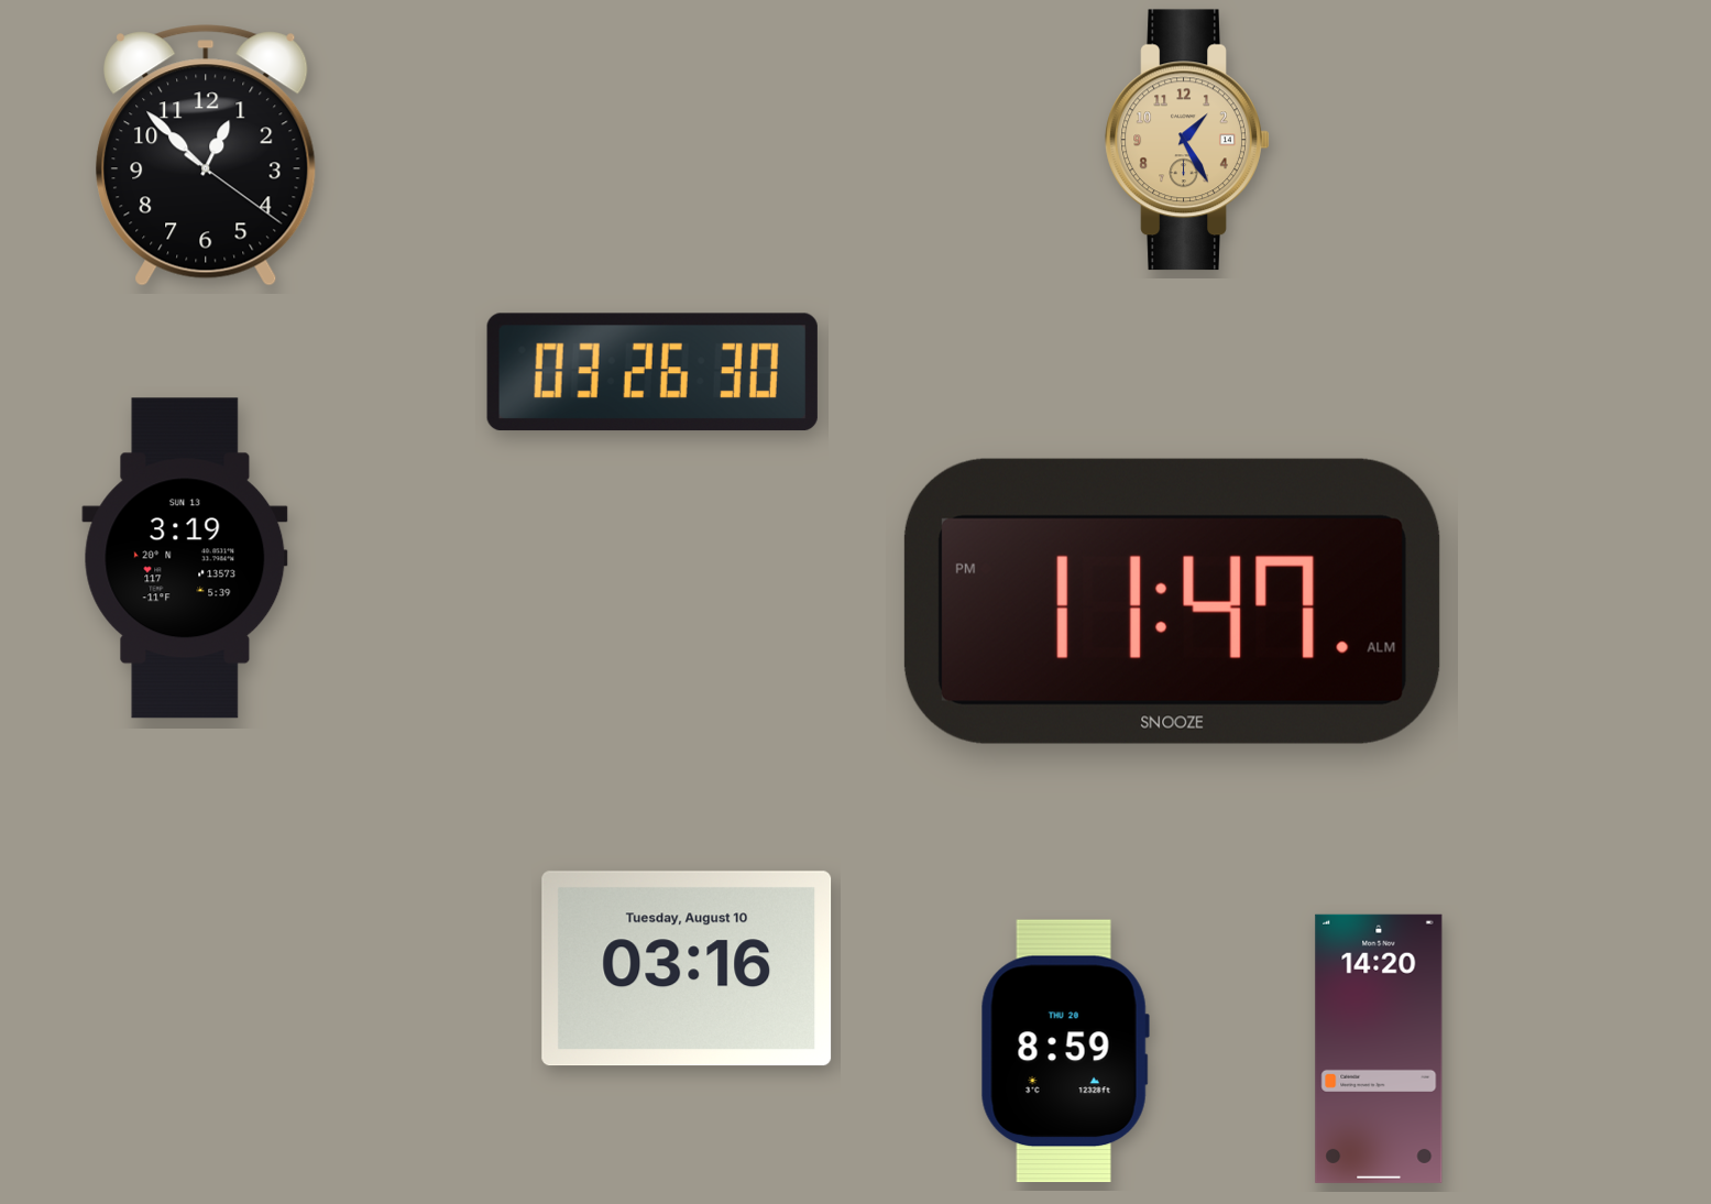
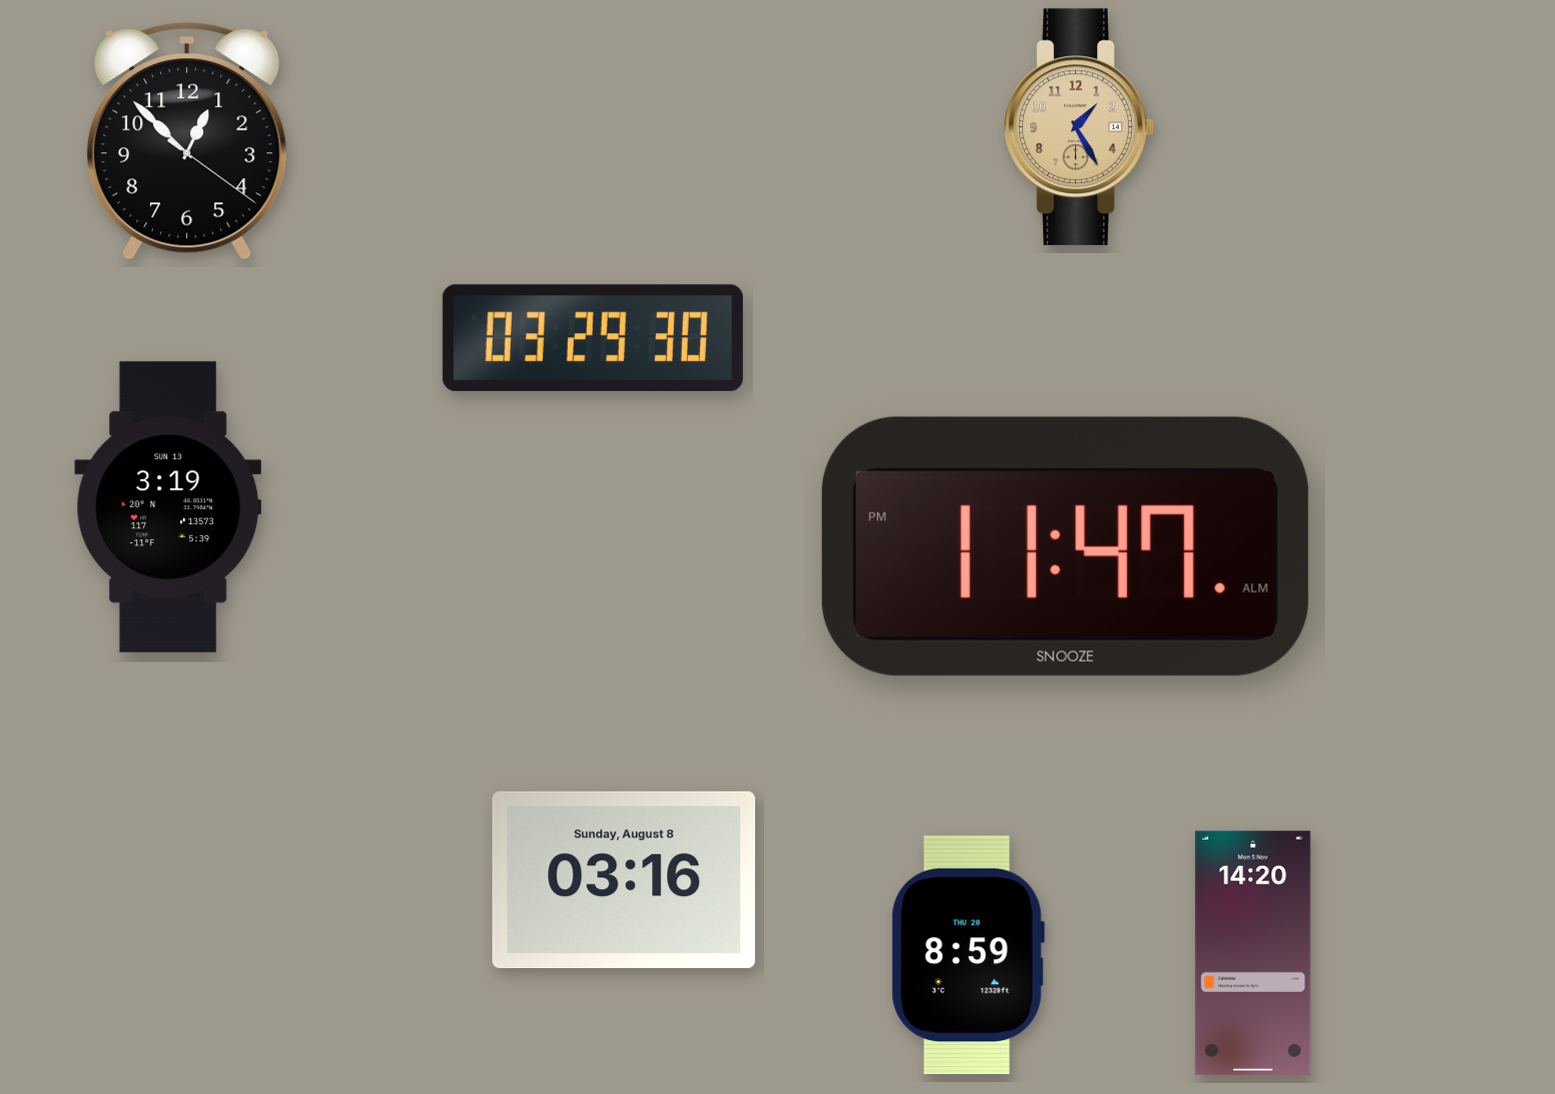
clock at (652, 372): 03:26 -> 03:29
clock at (687, 968) date: Tuesday, August 10 -> Sunday, August 8
